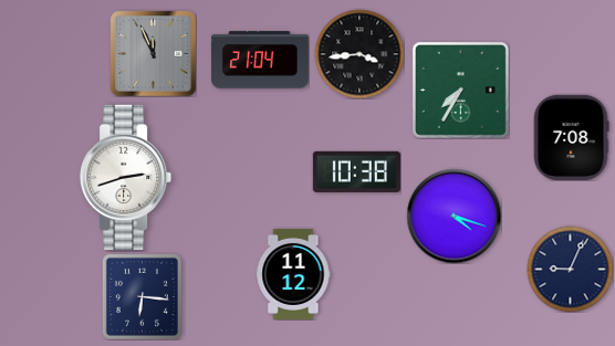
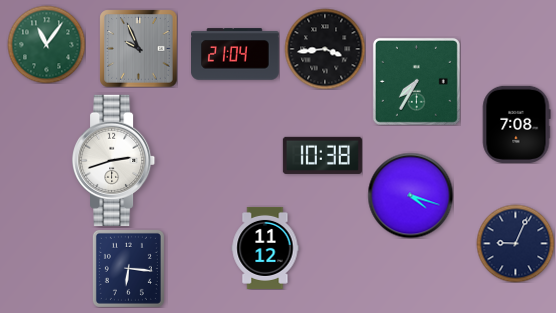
clock at (46, 44): none -> 11:06
clock at (153, 53): 11:56 -> 9:56
